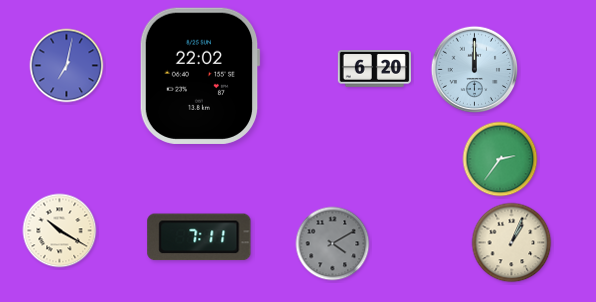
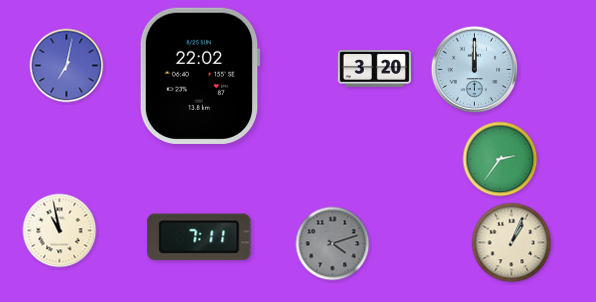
clock at (374, 69): 6:20 -> 3:20
clock at (60, 231): 10:20 -> 10:58
clock at (333, 244): 4:10 -> 4:12
